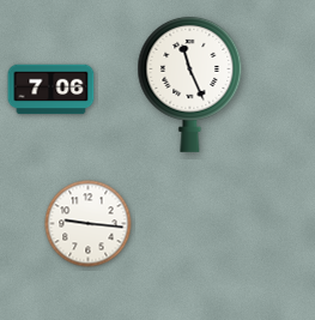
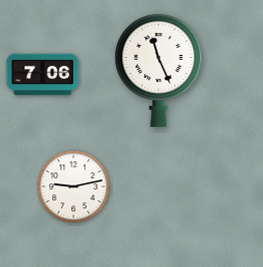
clock at (89, 224): 9:16 -> 9:13
